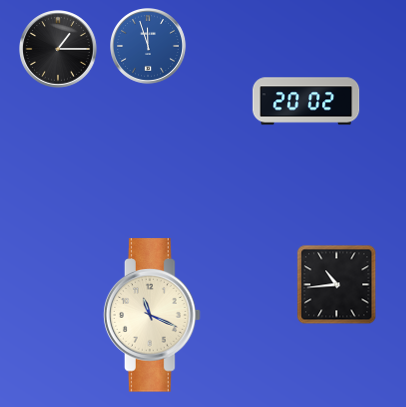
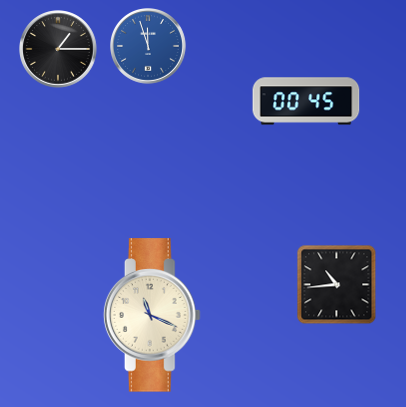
clock at (306, 101): 20:02 -> 00:45
